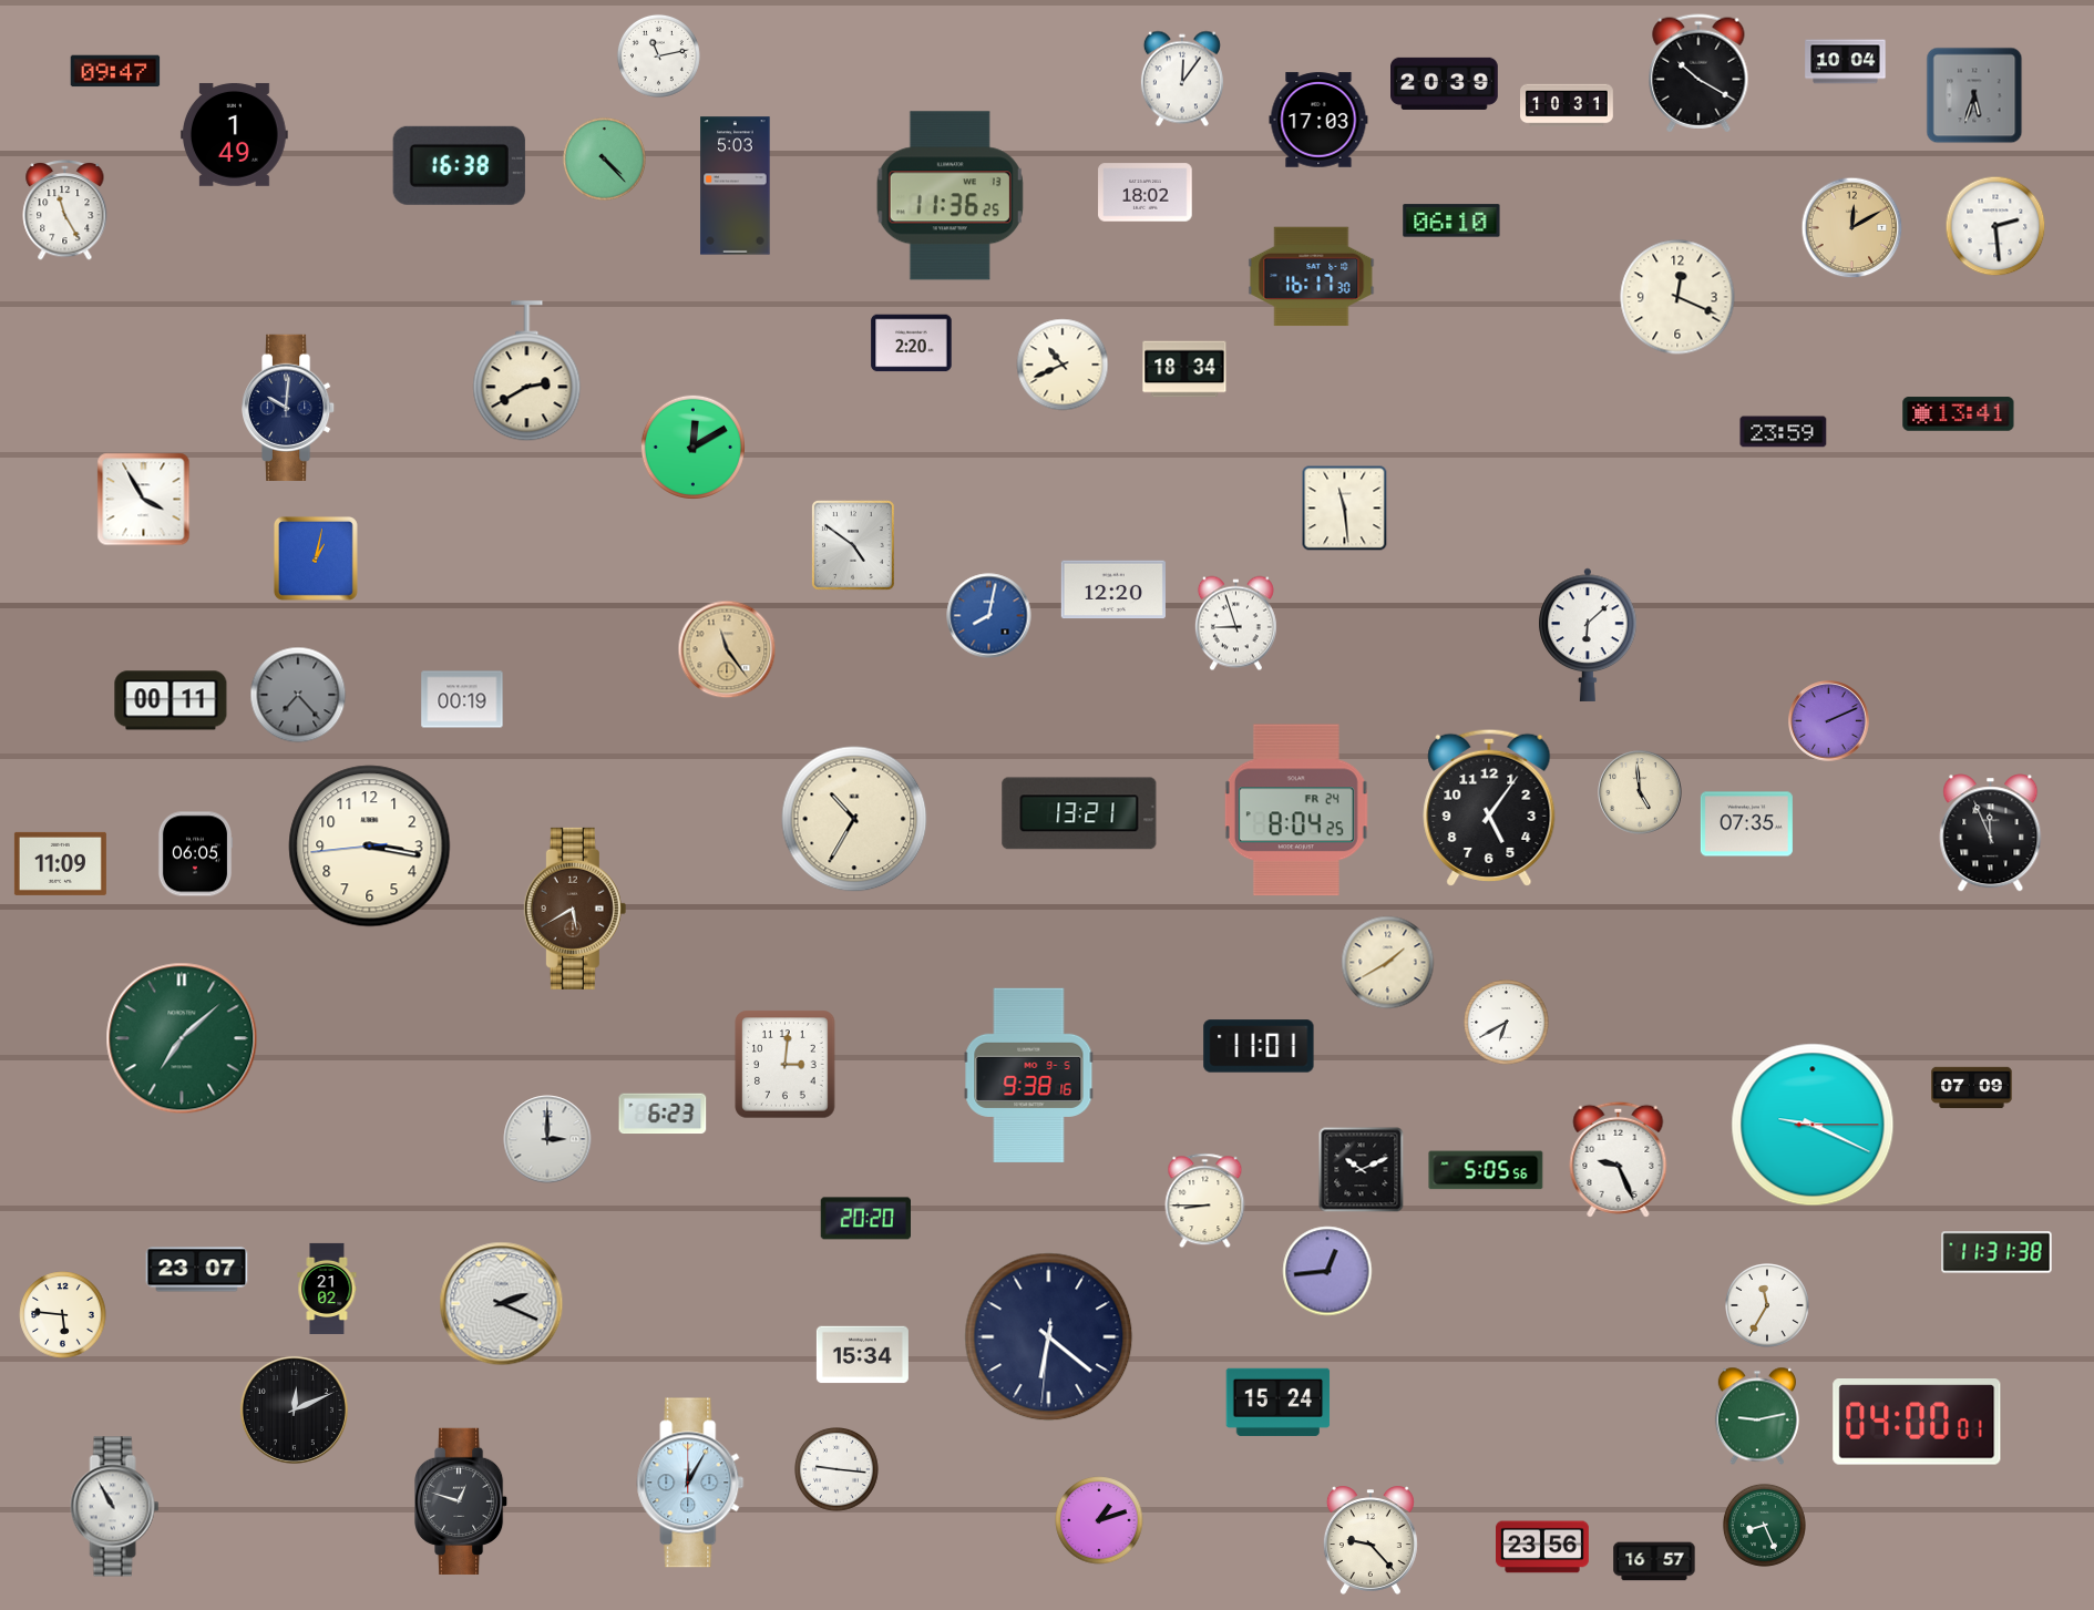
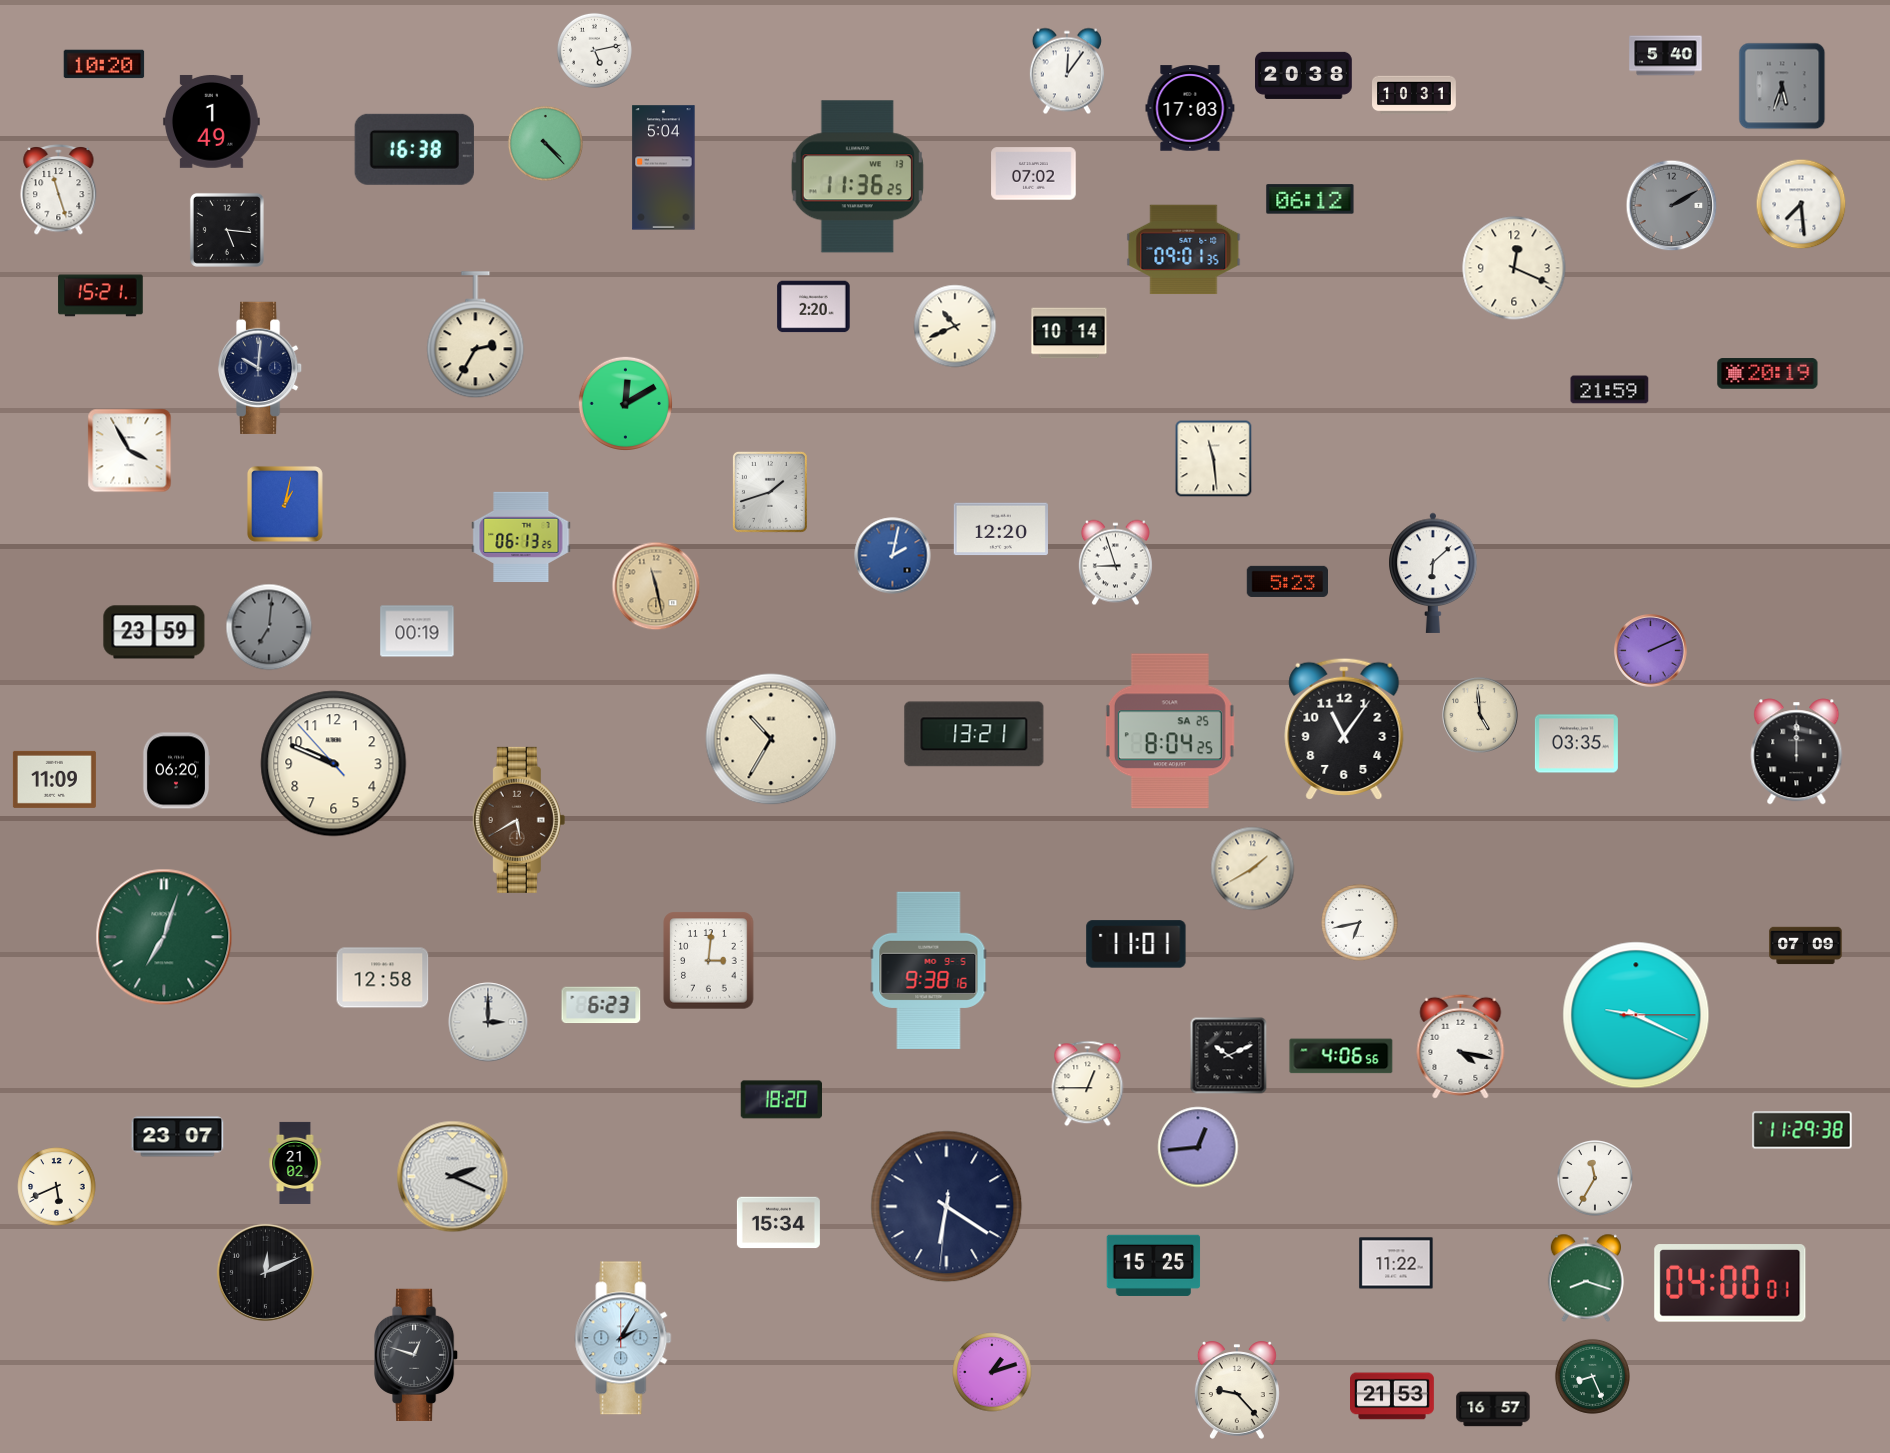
clock at (658, 55): 11:13 -> 5:13
clock at (1846, 62): 10:04 -> 5:40
clock at (115, 71): 09:47 -> 10:20
clock at (1698, 73): 10:20 -> none
clock at (1445, 83): 20:39 -> 20:38
clock at (736, 186): 5:03 -> 5:04
clock at (1146, 193): 18:02 -> 07:02
clock at (65, 209): 11:25 -> 11:27
clock at (1451, 221): 06:10 -> 06:12
clock at (1995, 226): 2:29 -> 7:29
clock at (1852, 228): 12:10 -> 2:10
clock at (1852, 228) dial: champagne -> grey
clock at (227, 230): none -> 5:16
clock at (1312, 277): 16:17 -> 09:01
clock at (101, 296): none -> 15:21
clock at (912, 343) position: (912, 343) -> (814, 307)
clock at (1063, 365) position: (1063, 365) -> (955, 326)
clock at (1184, 369): 18:34 -> 10:14
clock at (527, 371): 2:40 -> 2:35
clock at (1959, 414): 13:41 -> 20:19
clock at (1784, 432): 23:59 -> 21:59
clock at (853, 545): 4:51 -> 1:42
clock at (1113, 589) position: (1113, 589) -> (1001, 529)
clock at (521, 537): none -> 06:13
clock at (989, 616): 8:02 -> 2:02
clock at (1288, 581): none -> 5:23
clock at (727, 649): 11:24 -> 11:28
clock at (298, 695): 7:23 -> 7:01
clock at (171, 700): 00:11 -> 23:59
clock at (1489, 807): 5:06 -> 11:06
clock at (1296, 810) date: FR 24 -> SA 25
clock at (1746, 824): 07:35 -> 03:35
clock at (1991, 833): 11:56 -> 12:00
clock at (370, 847): 3:16 -> 9:48
clock at (195, 854): 06:05 -> 06:20
clock at (1507, 1023): 6:40 -> 6:43
clock at (182, 1038): 7:08 -> 7:03
clock at (383, 978): none -> 12:58
clock at (1972, 1088) position: (1972, 1088) -> (1806, 946)
clock at (663, 1114) position: (663, 1114) -> (601, 1005)
clock at (547, 1139) position: (547, 1139) -> (488, 1022)
clock at (1619, 1159): 9:26 -> 4:17
clock at (1486, 1170): 5:05 -> 4:06
clock at (1205, 1201): 8:45 -> 12:45
clock at (865, 1219): 20:20 -> 18:20
clock at (1997, 1252): 11:31 -> 11:29
clock at (197, 1270) position: (197, 1270) -> (178, 1137)
clock at (63, 1315): 5:46 -> 5:41
clock at (1049, 1337): 6:21 -> 6:20
clock at (1396, 1263): none -> 11:22
clock at (1279, 1402): 15:24 -> 15:25
clock at (1756, 1416): 9:13 -> 8:18
clock at (838, 1470): 9:16 -> none
clock at (690, 1483): 12:05 -> 2:05
clock at (115, 1507): 10:55 -> none
clock at (1543, 1547): 23:56 -> 21:53
